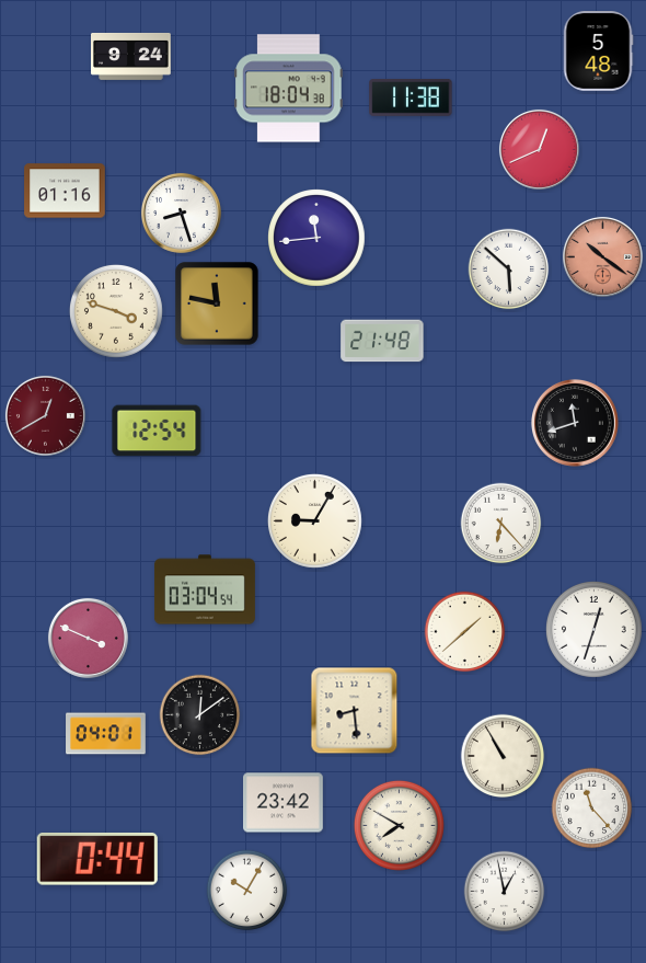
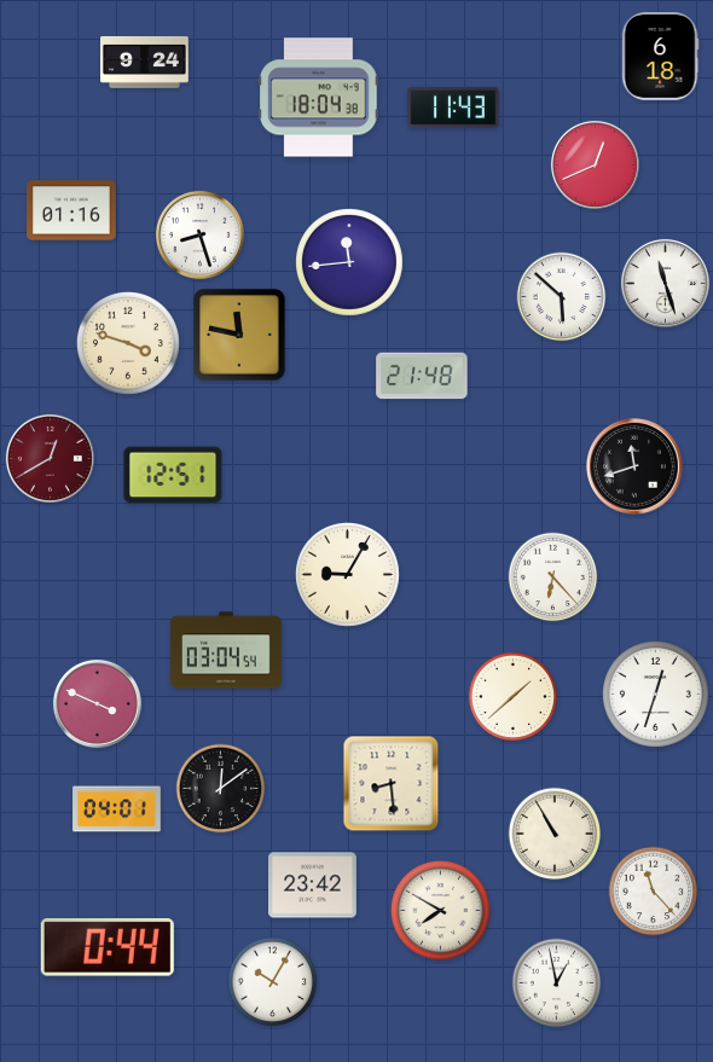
clock at (598, 51): 5:48 -> 6:18
clock at (411, 99): 11:38 -> 11:43
clock at (602, 256): 10:21 -> 11:27
clock at (602, 256) dial: salmon -> white
clock at (157, 431): 12:54 -> 12:51
